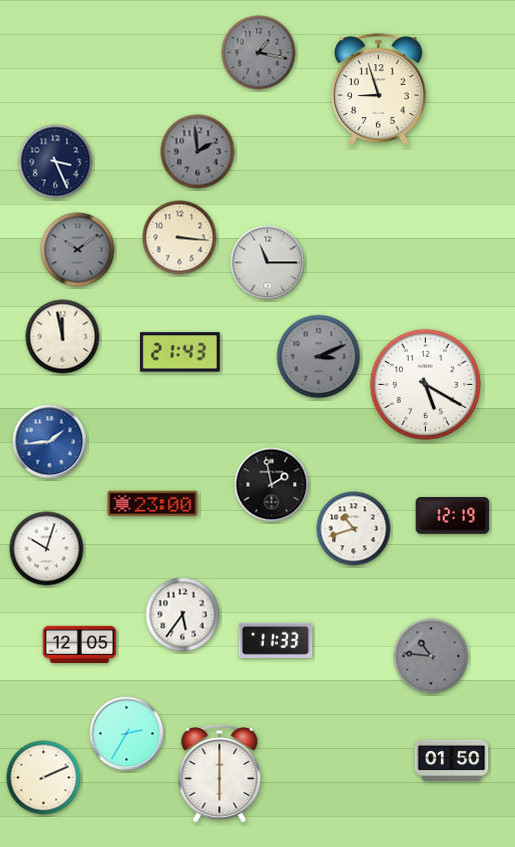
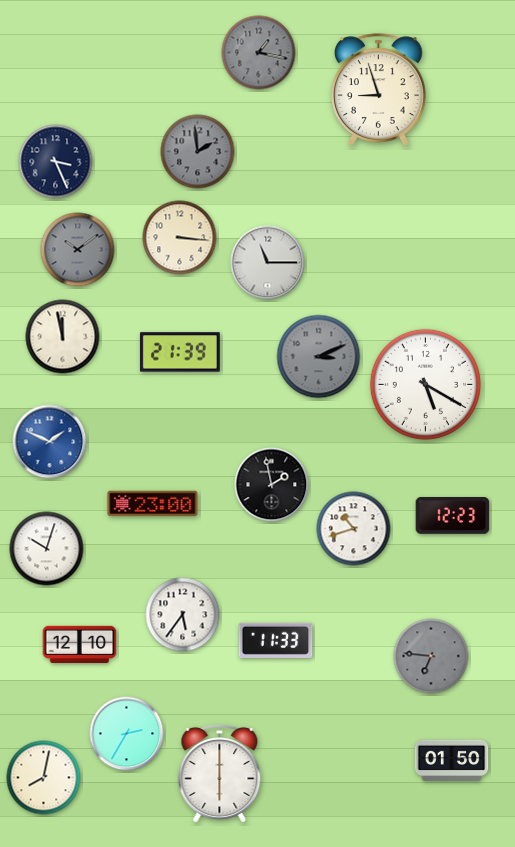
clock at (180, 352): 21:43 -> 21:39
clock at (50, 442): 1:44 -> 1:49
clock at (453, 516): 12:19 -> 12:23
clock at (80, 644): 12:05 -> 12:10
clock at (431, 656): 10:46 -> 6:46
clock at (44, 778): 2:11 -> 8:02
